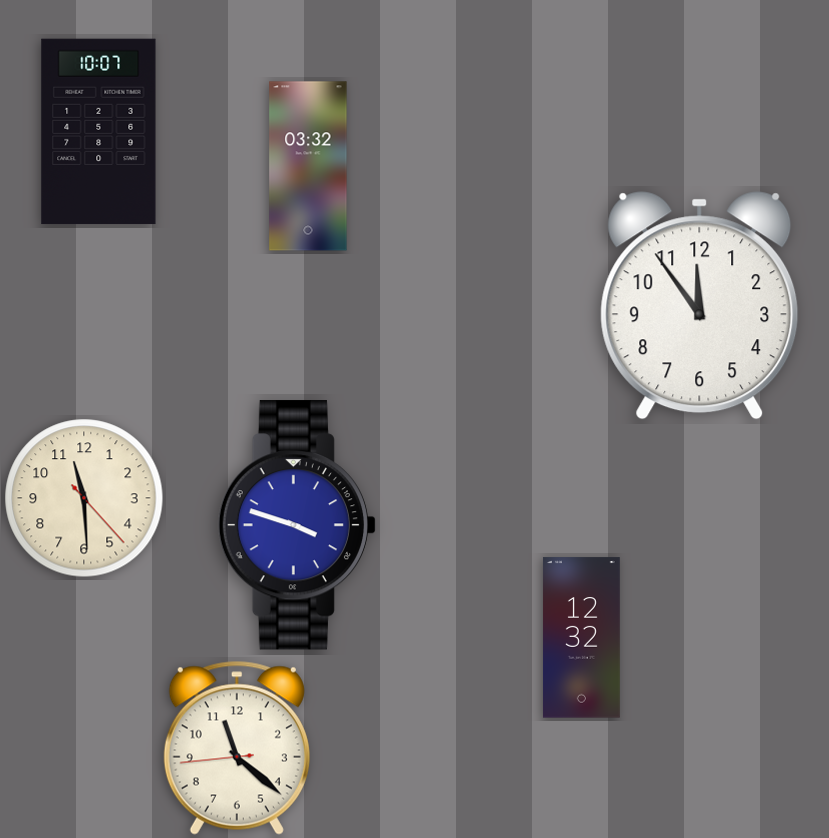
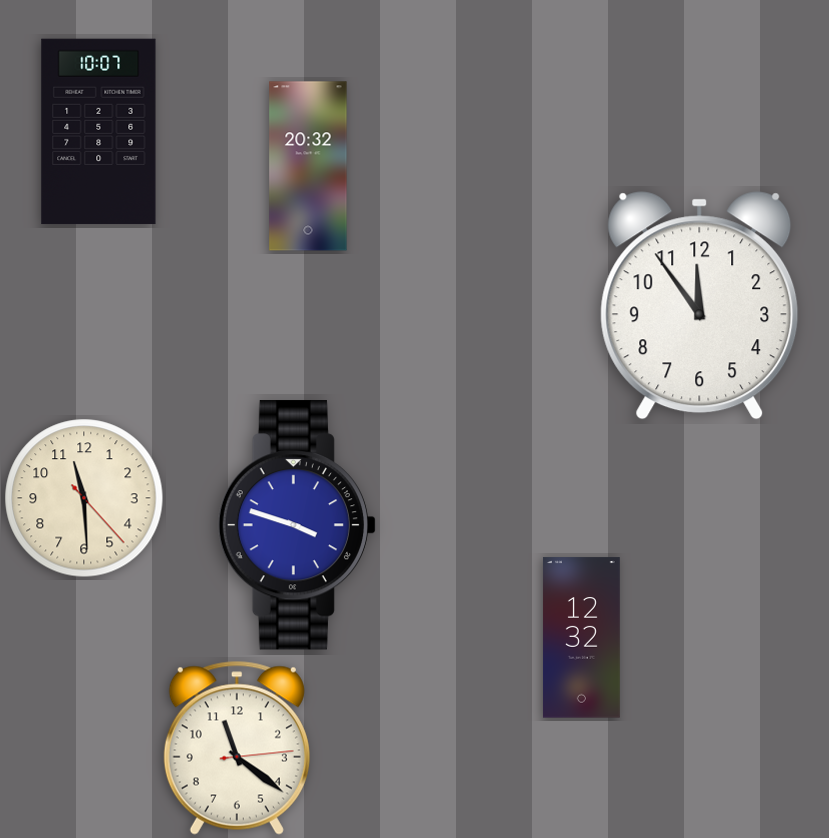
clock at (308, 166): 03:32 -> 20:32
clock at (237, 748): 11:21:44 -> 11:21:14
